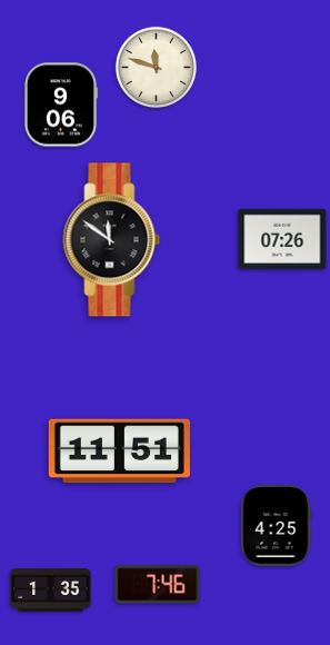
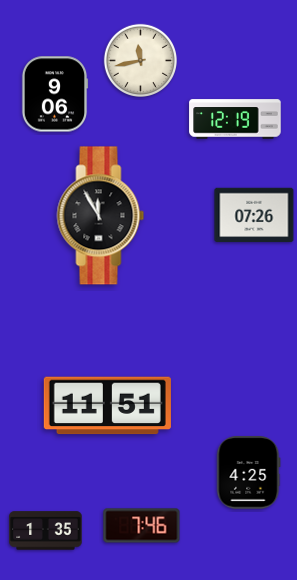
clock at (156, 67): 11:48 -> 11:43
clock at (235, 119): none -> 12:19
clock at (112, 240): 11:51 -> 11:55
